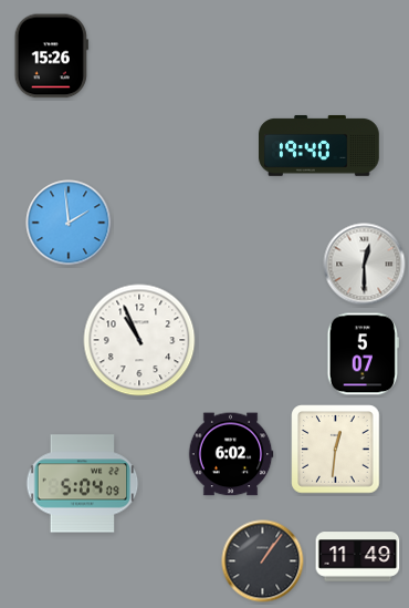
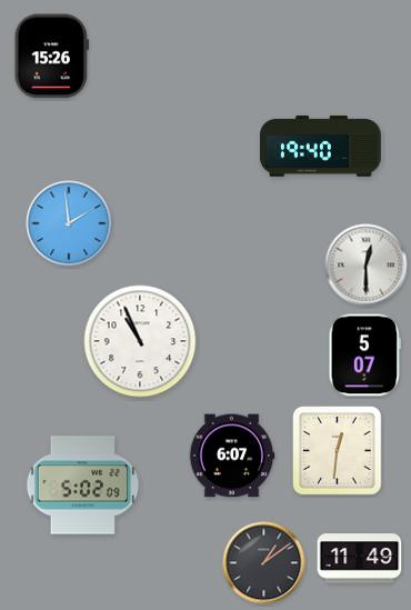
clock at (231, 454): 6:02 -> 6:07
clock at (83, 484): 5:04 -> 5:02
clock at (263, 561): 1:06 -> 1:09
